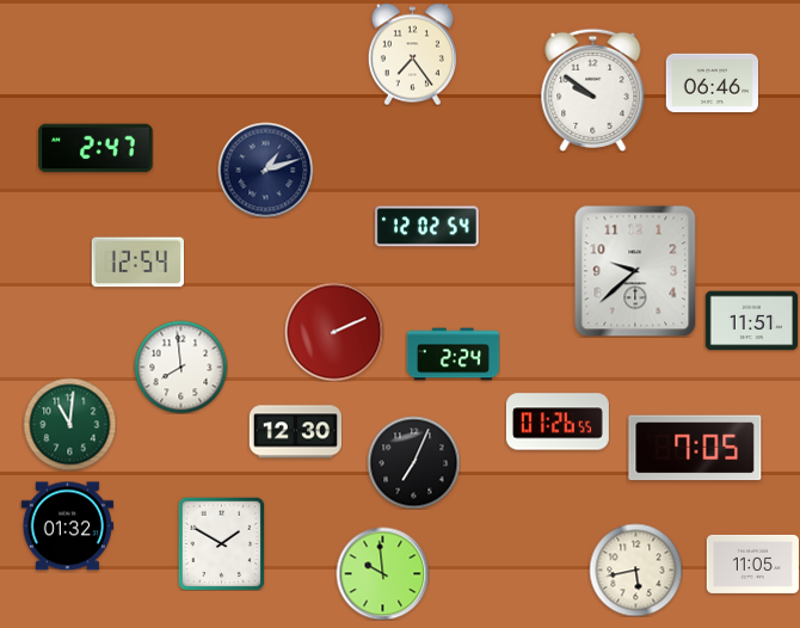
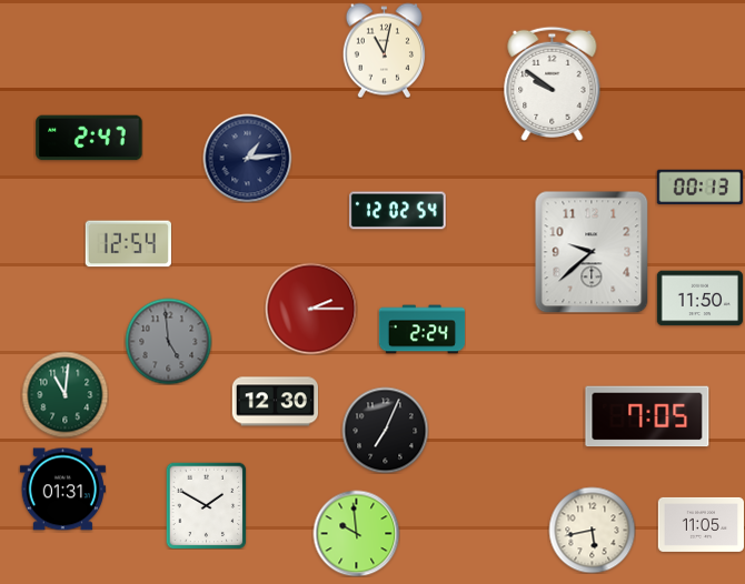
clock at (412, 54): 7:24 -> 11:02
clock at (712, 82): 06:46 -> none
clock at (265, 170): 1:12 -> 1:14
clock at (699, 188): none -> 00:13
clock at (751, 321): 11:51 -> 11:50
clock at (334, 332): 2:11 -> 2:15
clock at (180, 367): 7:59 -> 4:59
clock at (180, 367) dial: white -> grey
clock at (558, 421): 01:26 -> none
clock at (67, 527): 01:32 -> 01:31
